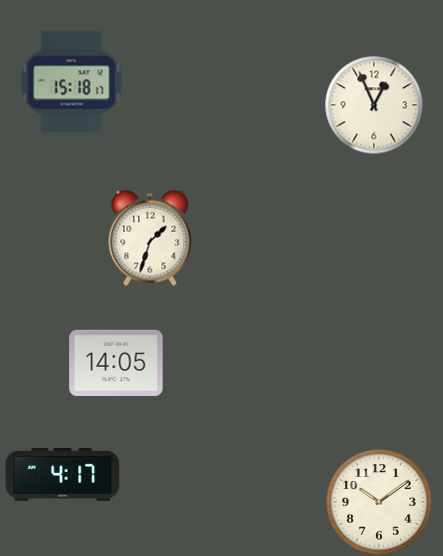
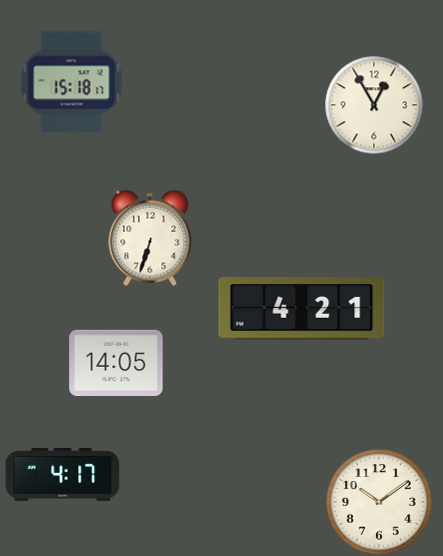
clock at (374, 105): 12:56 -> 12:55
clock at (150, 238): 1:33 -> 6:33
clock at (302, 309): none -> 4:21
